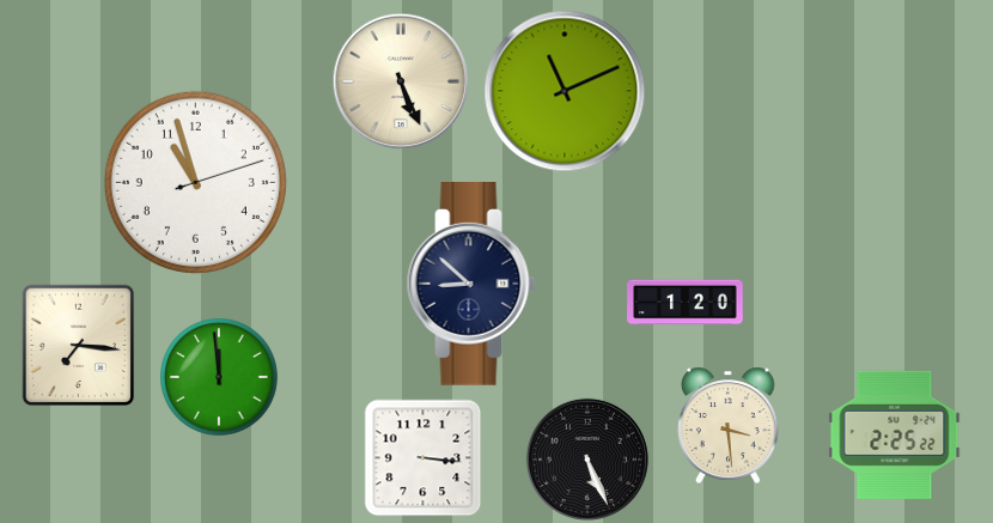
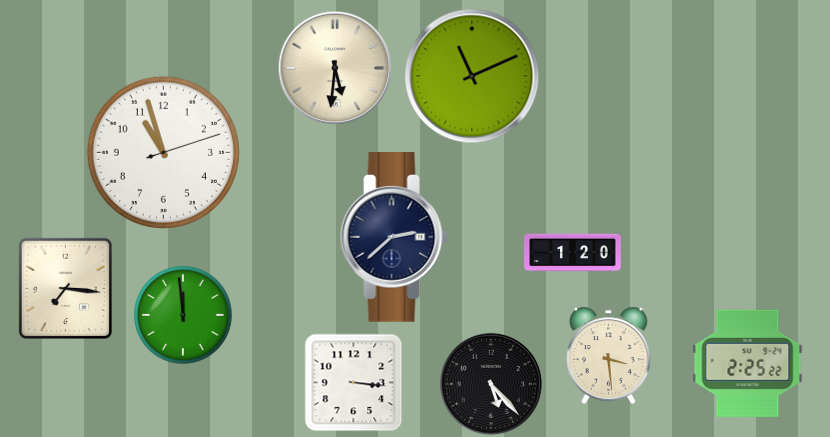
clock at (401, 81): 5:26 -> 5:31
clock at (471, 285): 8:52 -> 2:38
clock at (587, 460): 5:26 -> 5:23
